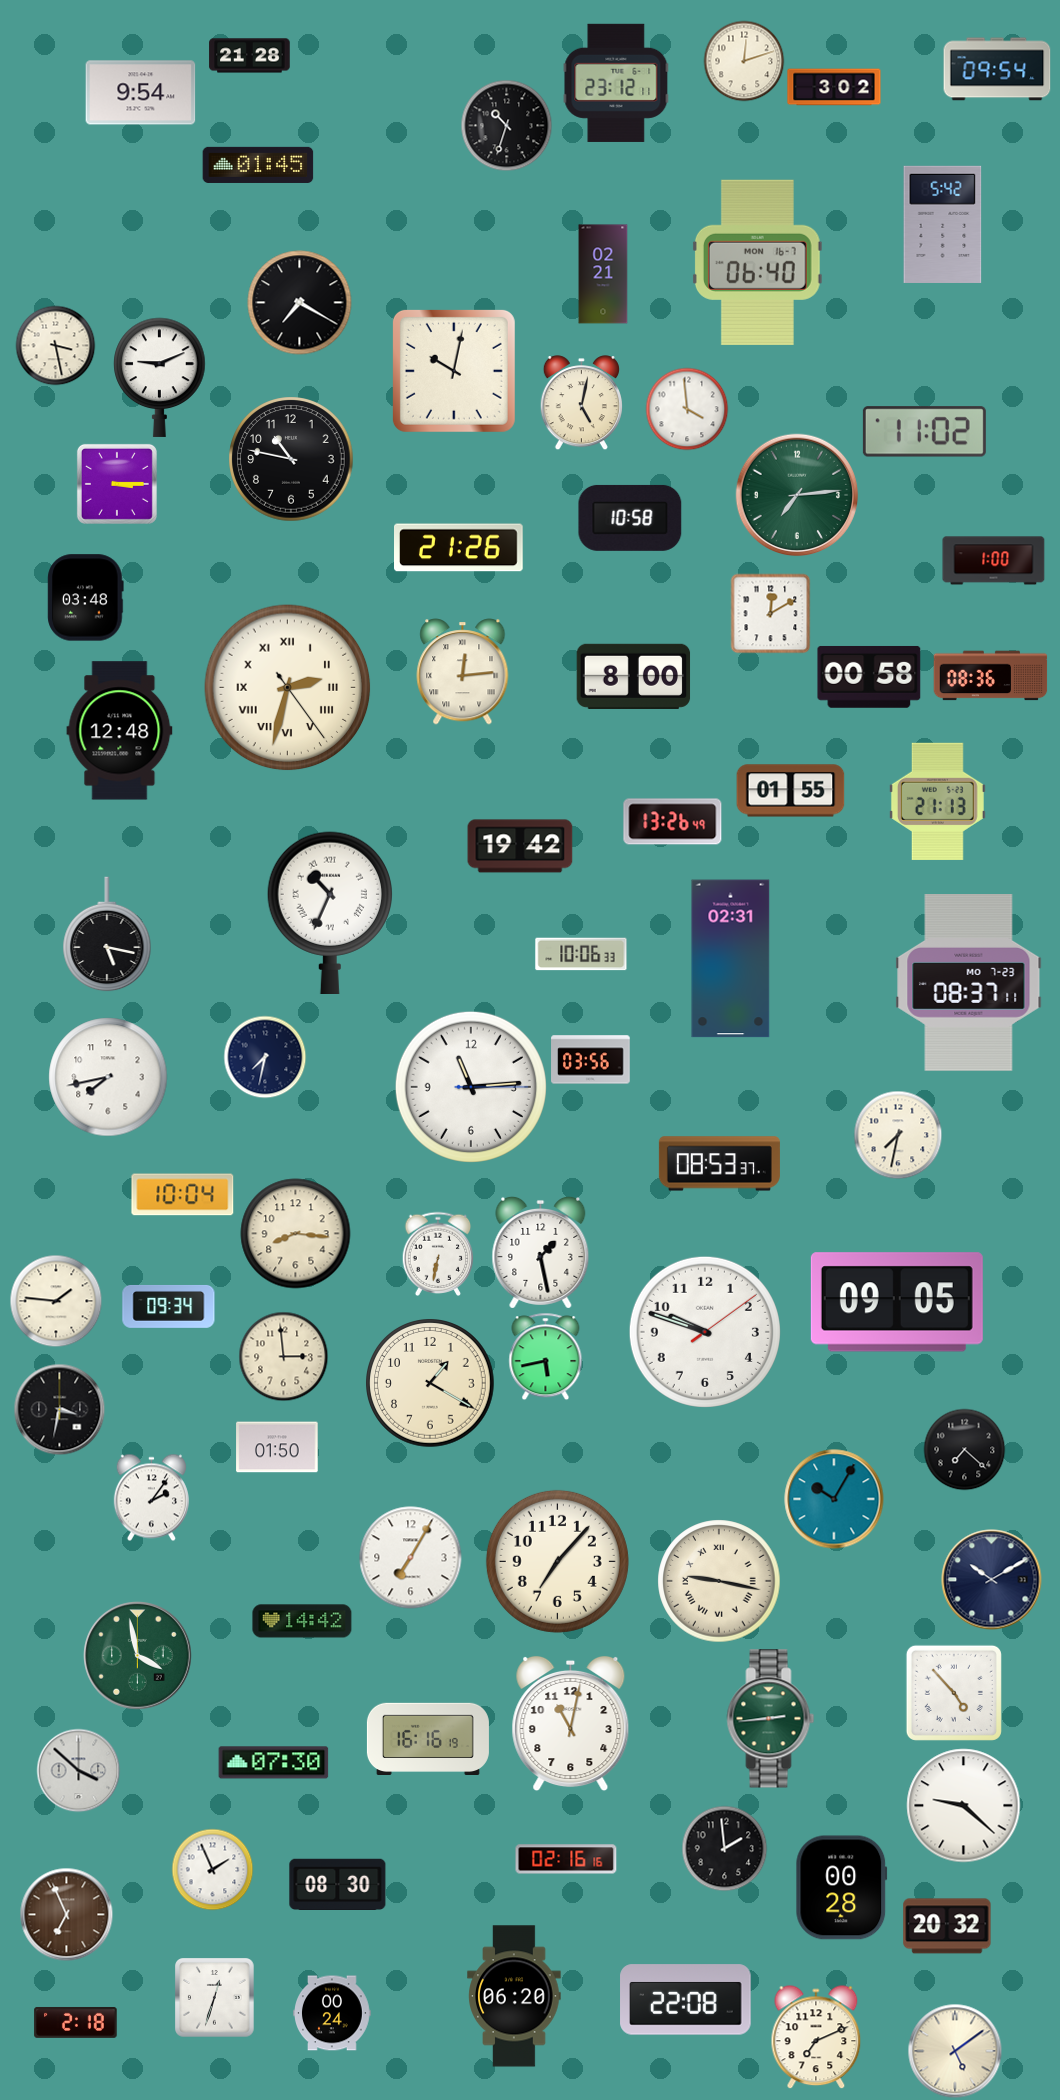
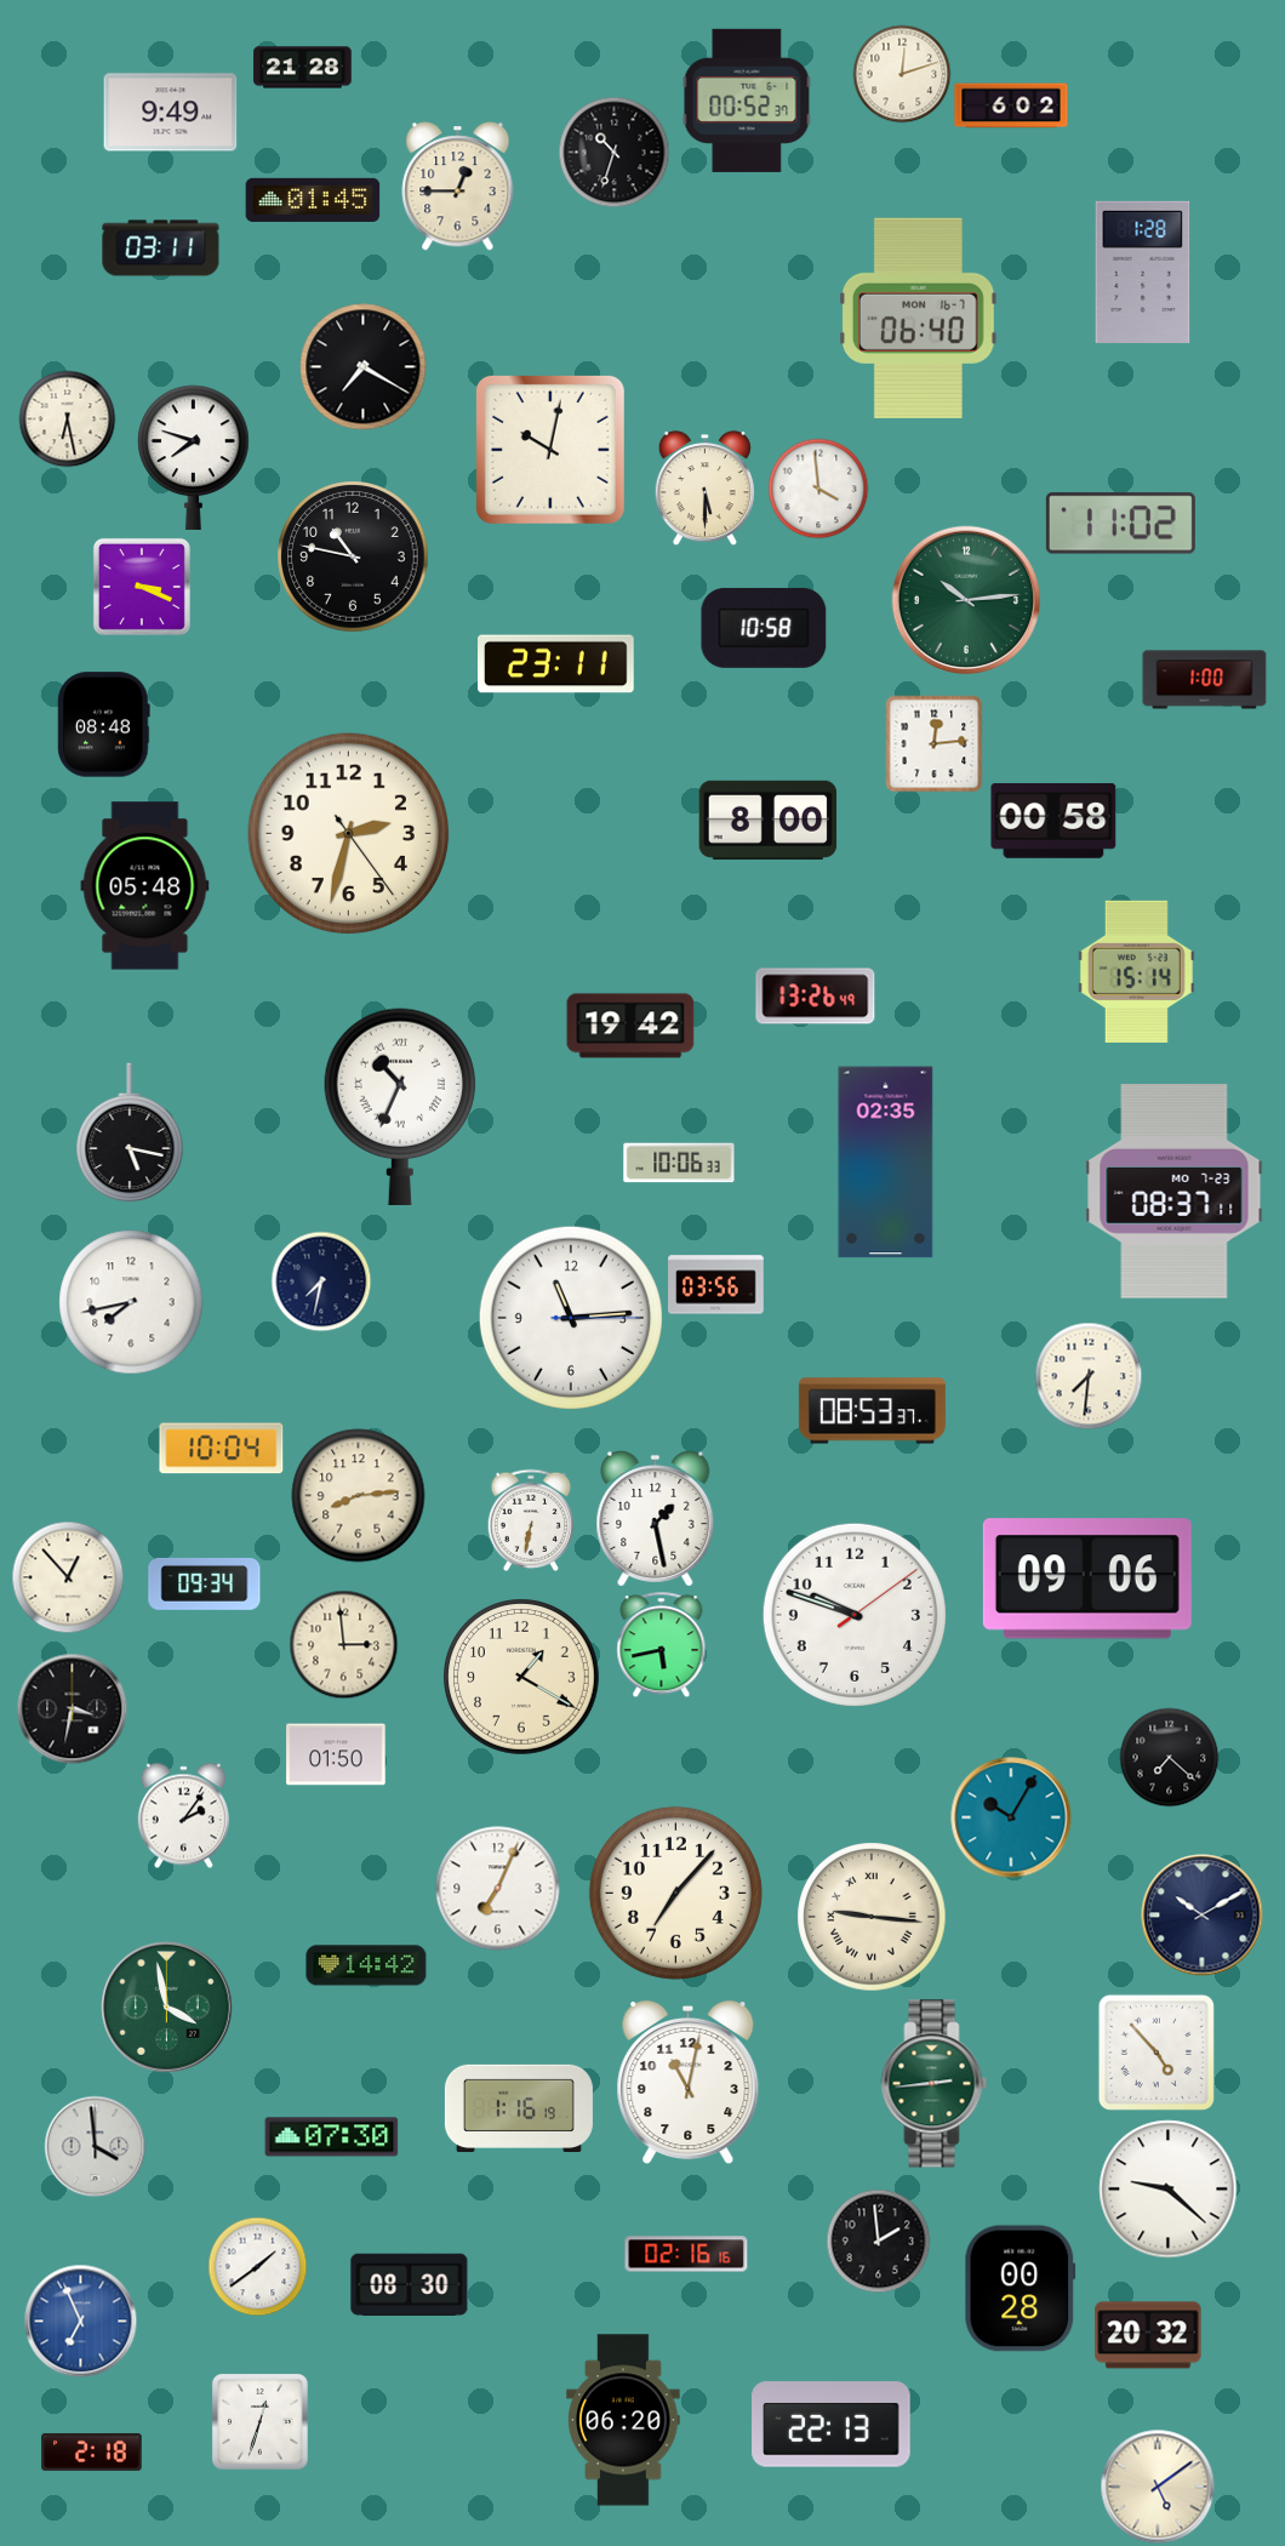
clock at (997, 69): 09:54 -> none
clock at (616, 83): 23:12 -> 00:52
clock at (834, 87): 3:02 -> 6:02
clock at (141, 93): 9:54 -> 9:49
clock at (458, 187): none -> 12:45
clock at (161, 249): none -> 03:11
clock at (943, 224): 5:42 -> 1:28
clock at (603, 274): 02:21 -> none
clock at (55, 345): 3:28 -> 6:28
clock at (160, 377): 9:11 -> 7:48
clock at (581, 403): 5:02 -> 5:30
clock at (687, 409) position: (687, 409) -> (818, 489)
clock at (117, 484): 3:15 -> 3:19
clock at (797, 495): 7:14 -> 10:14
clock at (459, 548): 21:26 -> 23:11
clock at (86, 598): 03:48 -> 08:48
clock at (770, 613): 12:10 -> 12:14
clock at (463, 672): 12:14 -> none
clock at (991, 676): 08:36 -> none
clock at (288, 688) numerals: Roman -> Arabic
clock at (120, 731): 12:48 -> 05:48
clock at (791, 791): 01:55 -> none
clock at (937, 801): 21:13 -> 15:14
clock at (581, 954) position: (581, 954) -> (679, 1163)
clock at (731, 959): 02:31 -> 02:35
clock at (108, 1077) position: (108, 1077) -> (131, 1302)
clock at (898, 1135): 7:32 -> 7:31
clock at (296, 1234): 8:16 -> 8:14
clock at (56, 1301): 1:46 -> 12:53
clock at (897, 1302): 09:05 -> 09:06
clock at (411, 1558): 7:05 -> 7:04
clock at (719, 1581): 9:17 -> 9:16
clock at (571, 1724) position: (571, 1724) -> (689, 2083)
clock at (428, 1738): 16:16 -> 1:16
clock at (78, 1770): 3:52 -> 3:59
clock at (212, 1869): 1:56 -> 1:39
clock at (66, 1914) dial: brown -> blue
clock at (686, 2000): 22:08 -> 22:13
clock at (333, 2013): 00:24 -> none
clock at (816, 2037): 7:11 -> none
